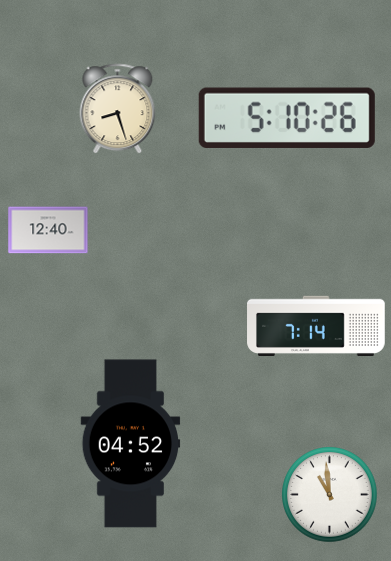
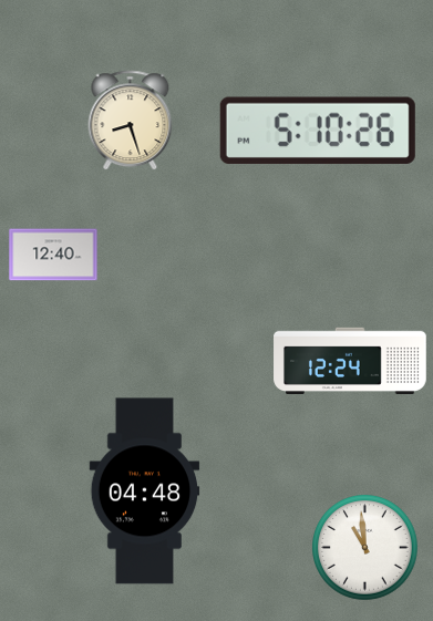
clock at (316, 325): 7:14 -> 12:24
clock at (131, 444): 04:52 -> 04:48
